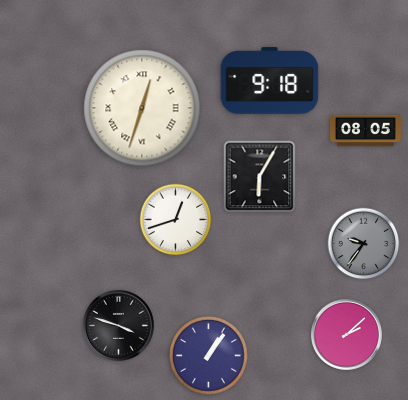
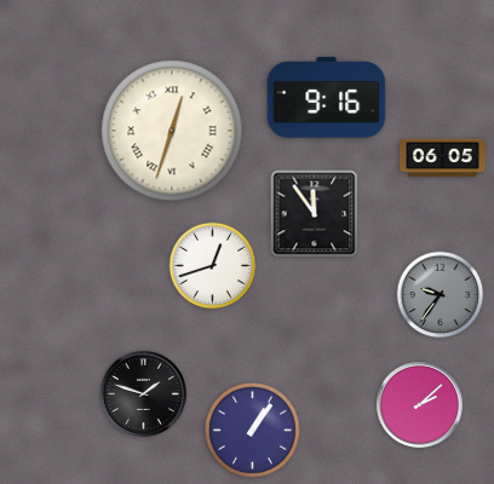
clock at (270, 81): 9:18 -> 9:16
clock at (365, 131): 08:05 -> 06:05
clock at (260, 177): 6:05 -> 11:54
clock at (118, 325): 3:48 -> 1:48
